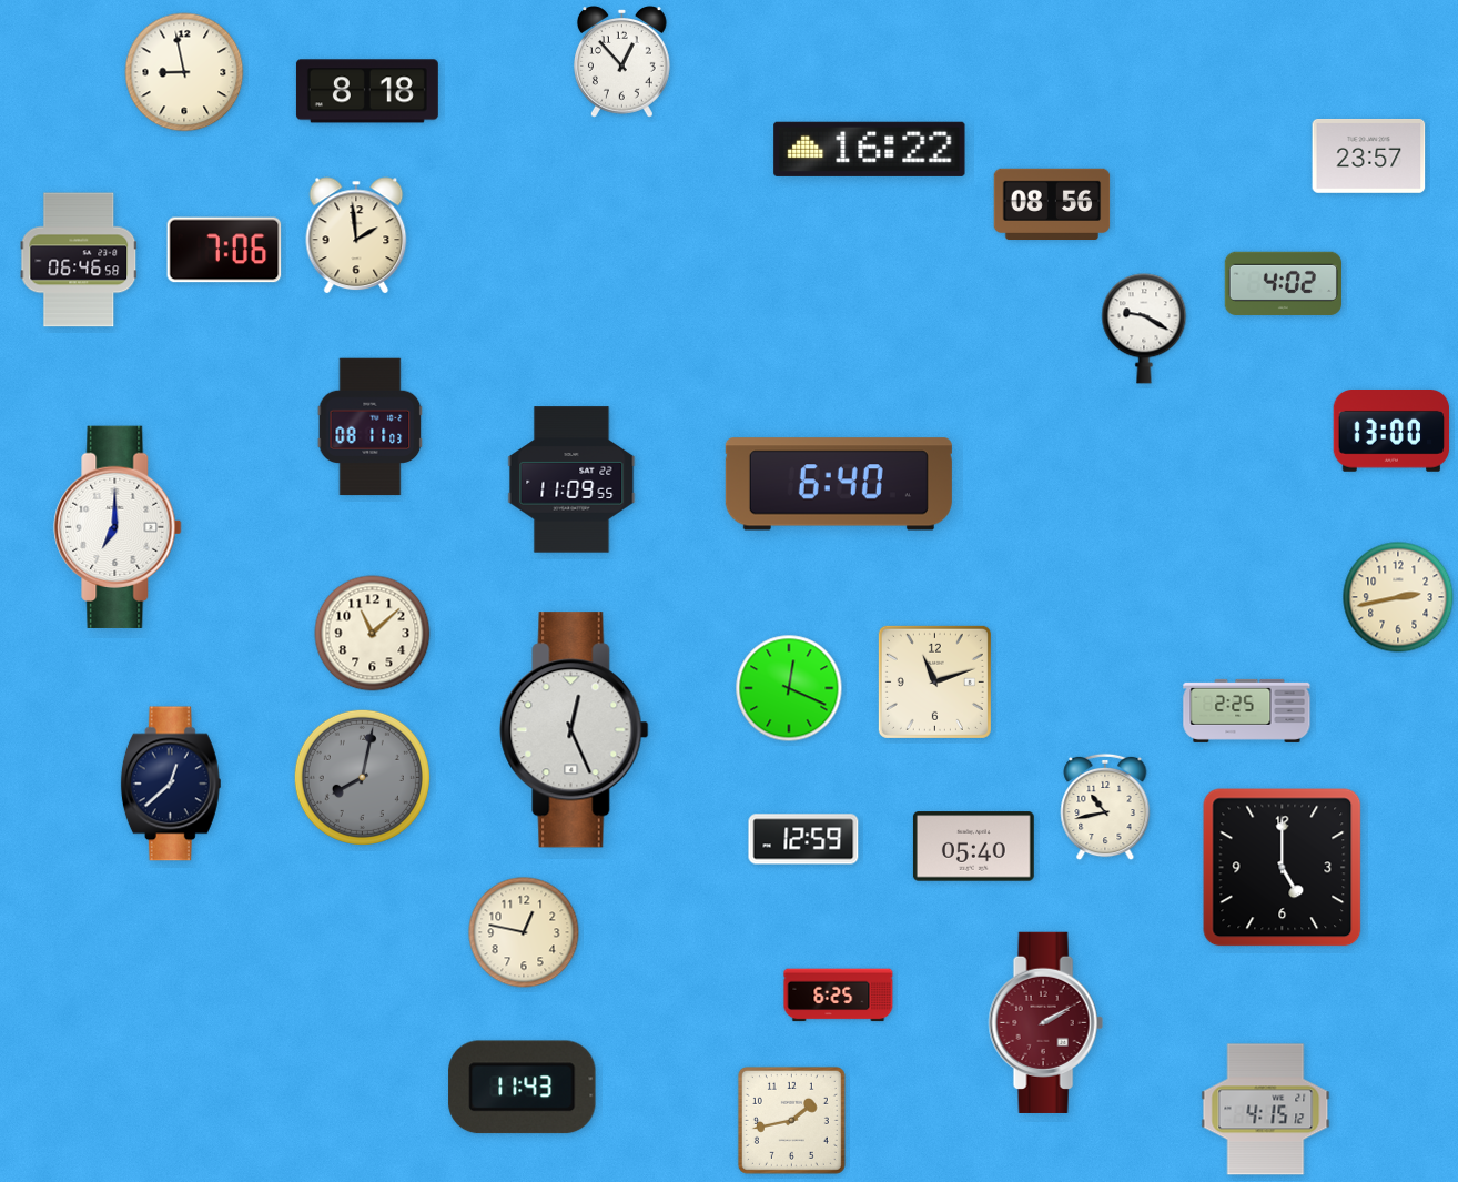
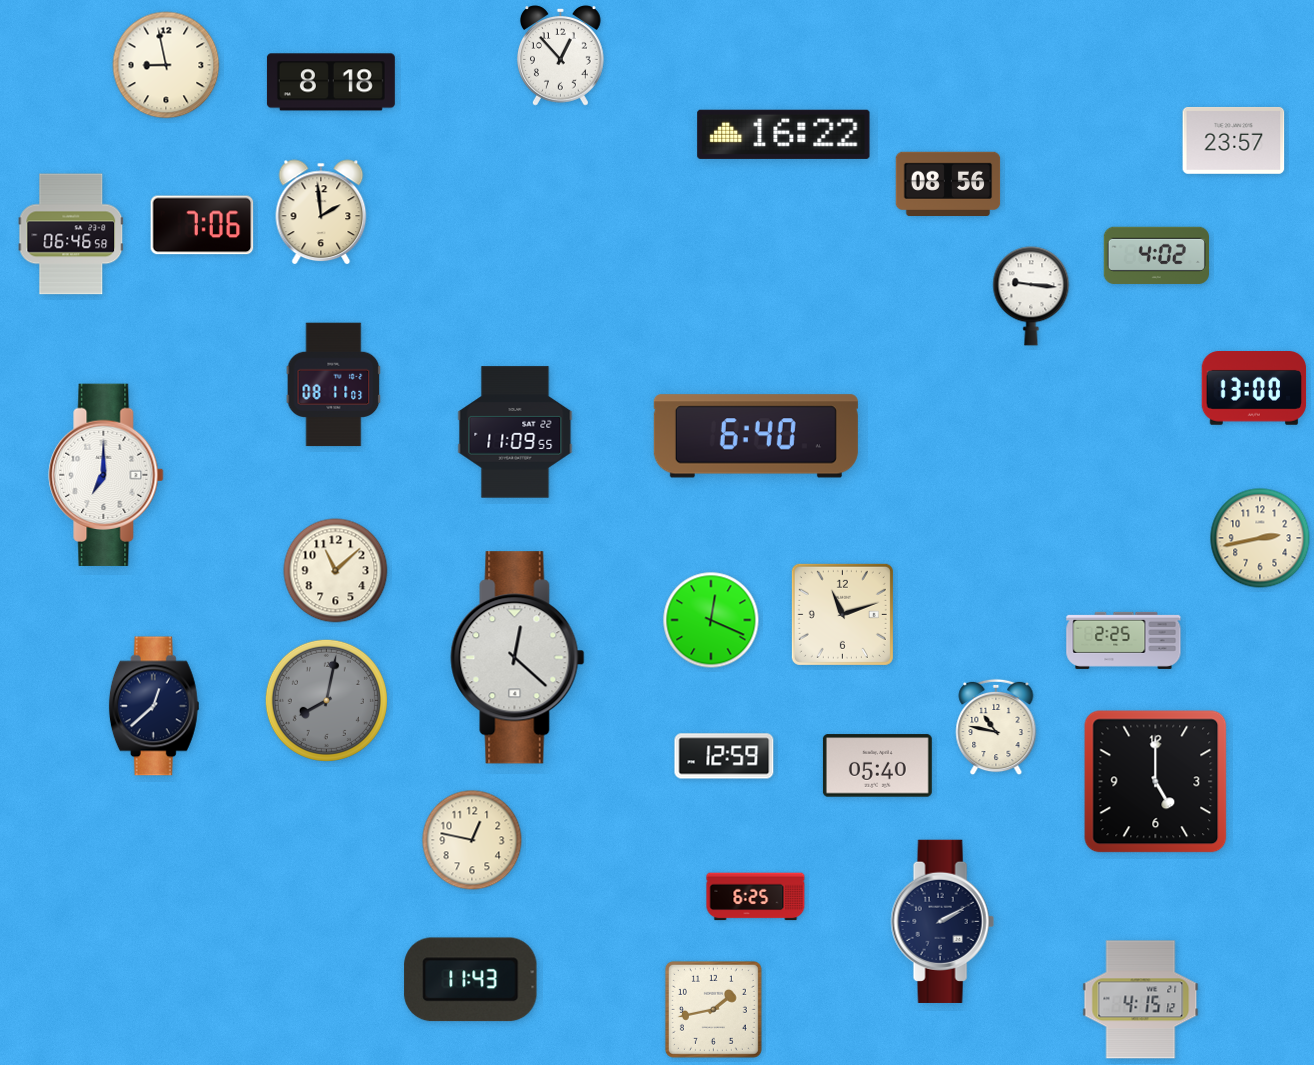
clock at (1144, 329): 9:20 -> 9:16
clock at (575, 730): 12:26 -> 12:22
clock at (1105, 807): 10:43 -> 10:47
clock at (973, 847) position: (973, 847) -> (877, 766)
clock at (1045, 1022) dial: burgundy -> navy
